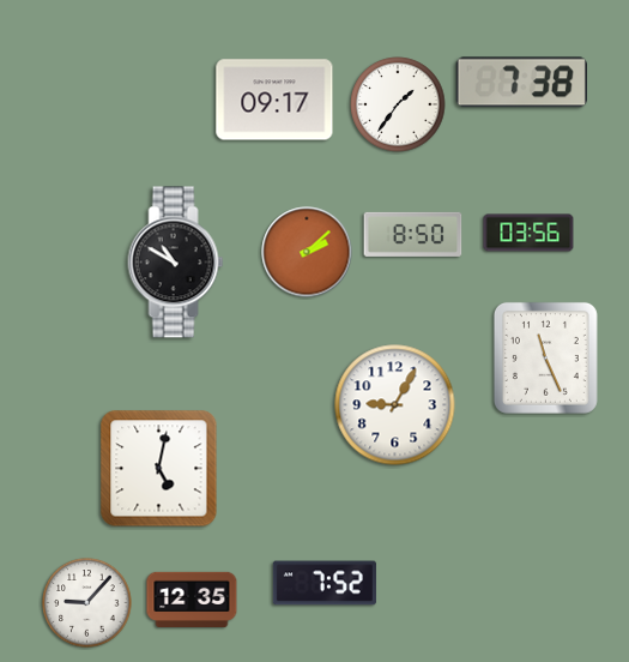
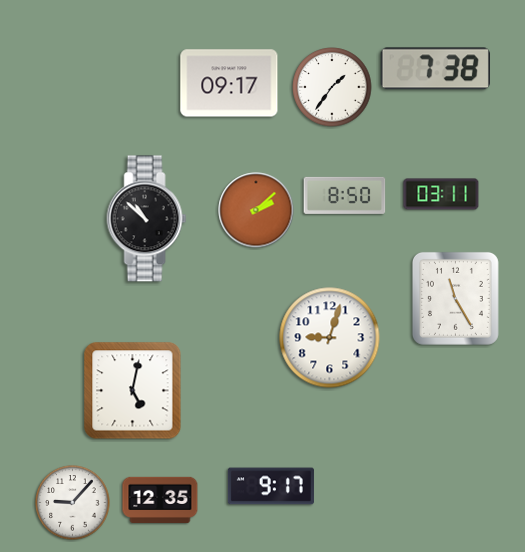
clock at (528, 233): 03:56 -> 03:11
clock at (176, 263): 10:50 -> 10:52
clock at (545, 357): 11:26 -> 11:25
clock at (395, 405): 9:05 -> 9:03
clock at (325, 583): 7:52 -> 9:17
